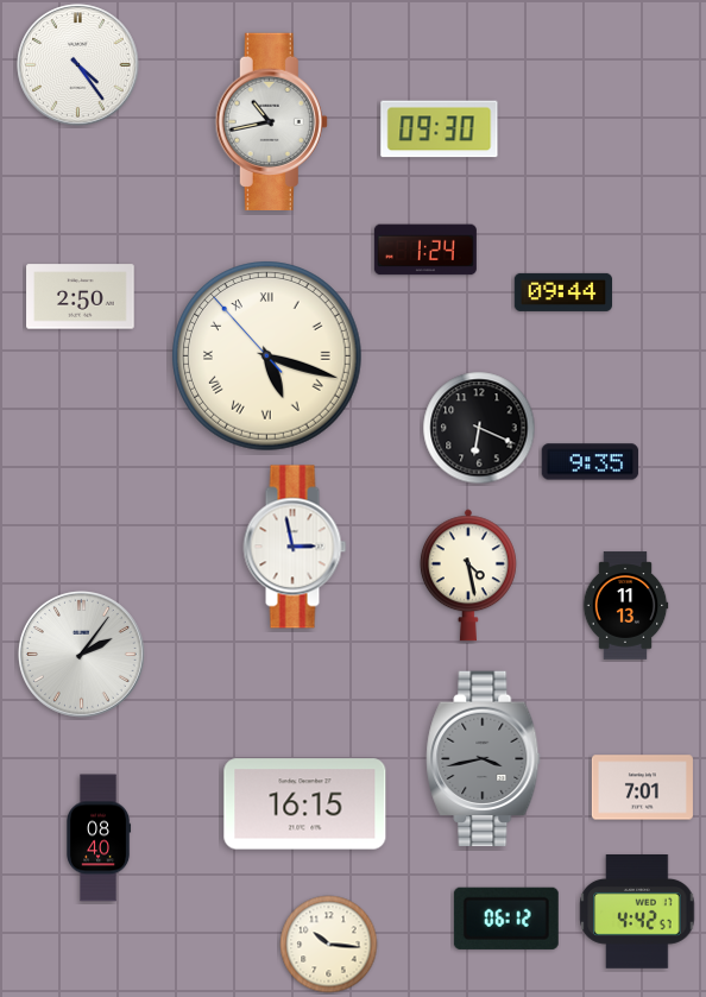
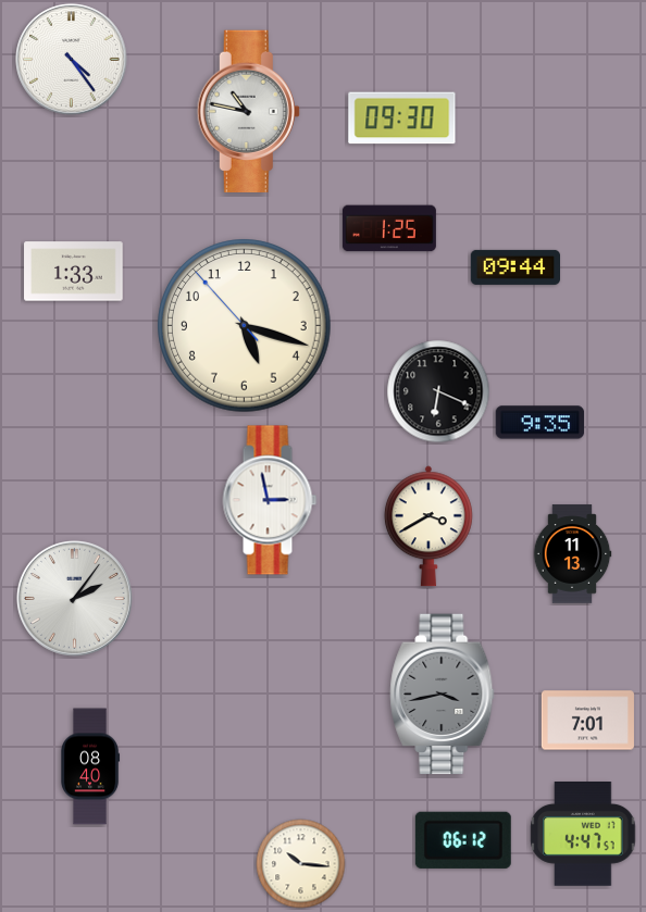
clock at (271, 121): 10:43 -> 10:47
clock at (426, 250): 1:24 -> 1:25
clock at (81, 297): 2:50 -> 1:33
clock at (267, 356) numerals: Roman -> Arabic
clock at (468, 575): 4:28 -> 3:40
clock at (305, 804): 16:15 -> none
clock at (637, 913): 4:42 -> 4:47
